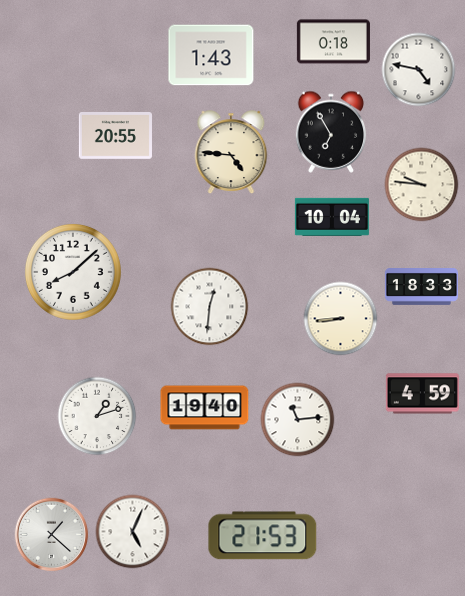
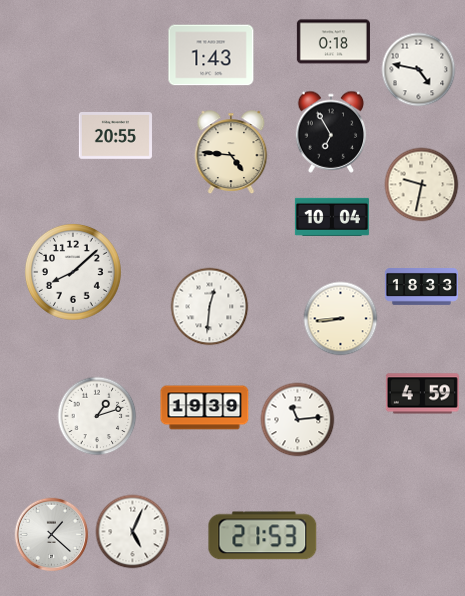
clock at (422, 185): 9:46 -> 9:32
clock at (205, 408): 19:40 -> 19:39
